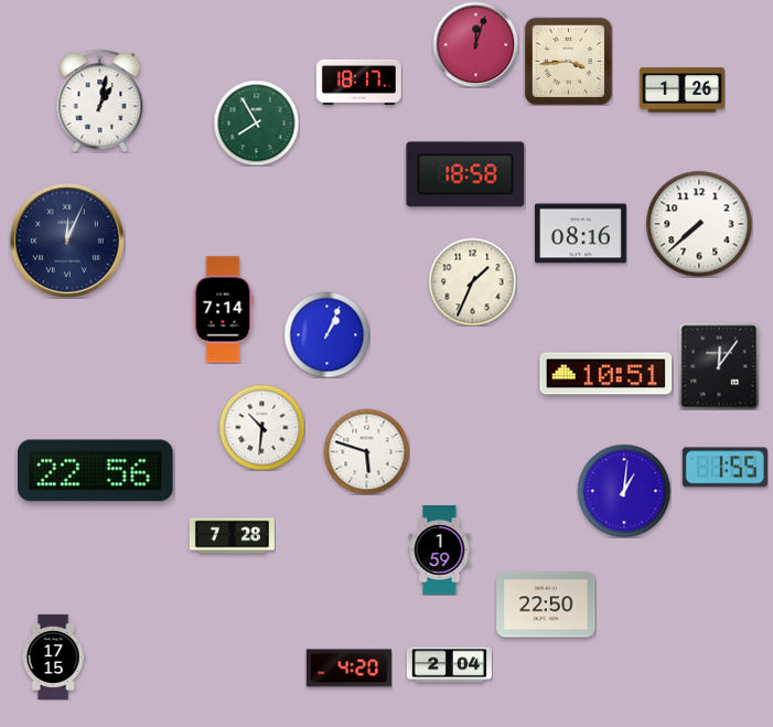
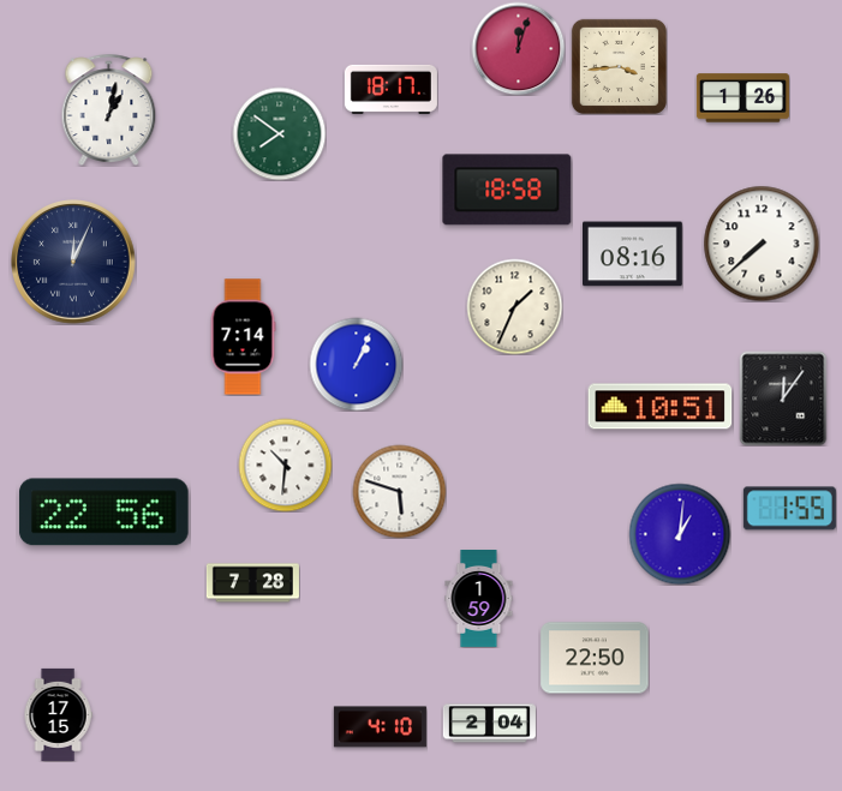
clock at (256, 122): 7:55 -> 7:51
clock at (348, 669): 4:20 -> 4:10
